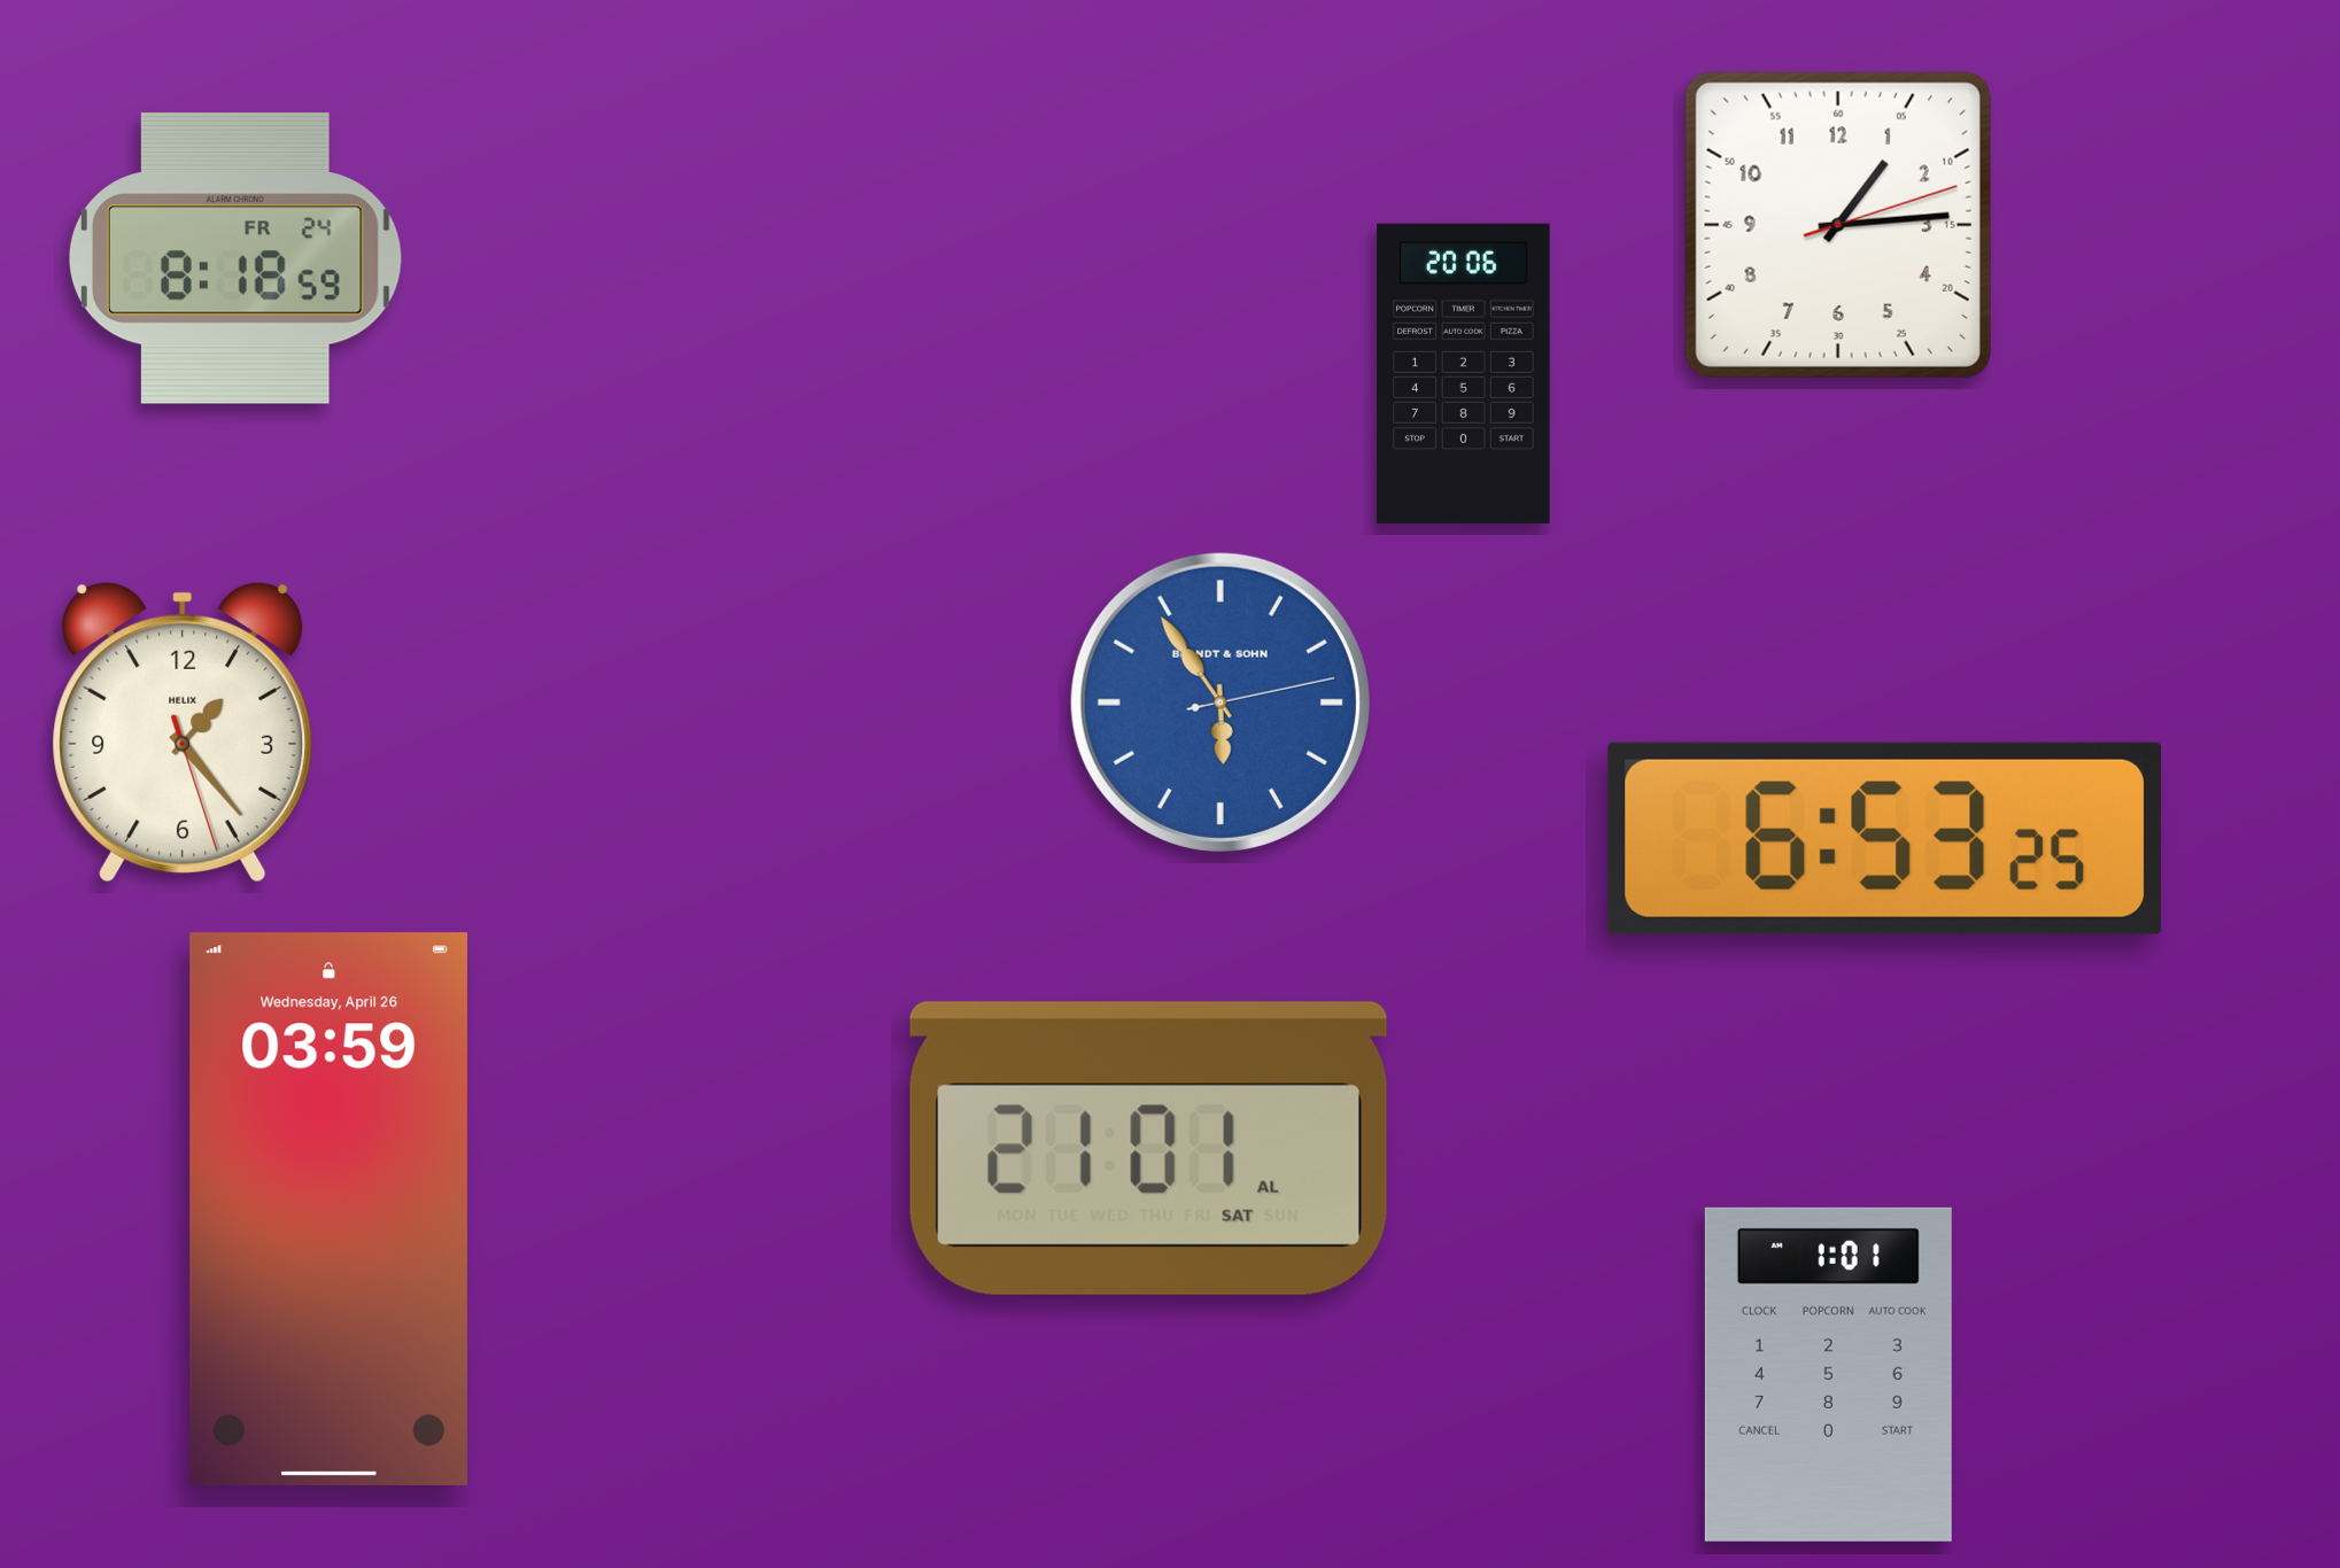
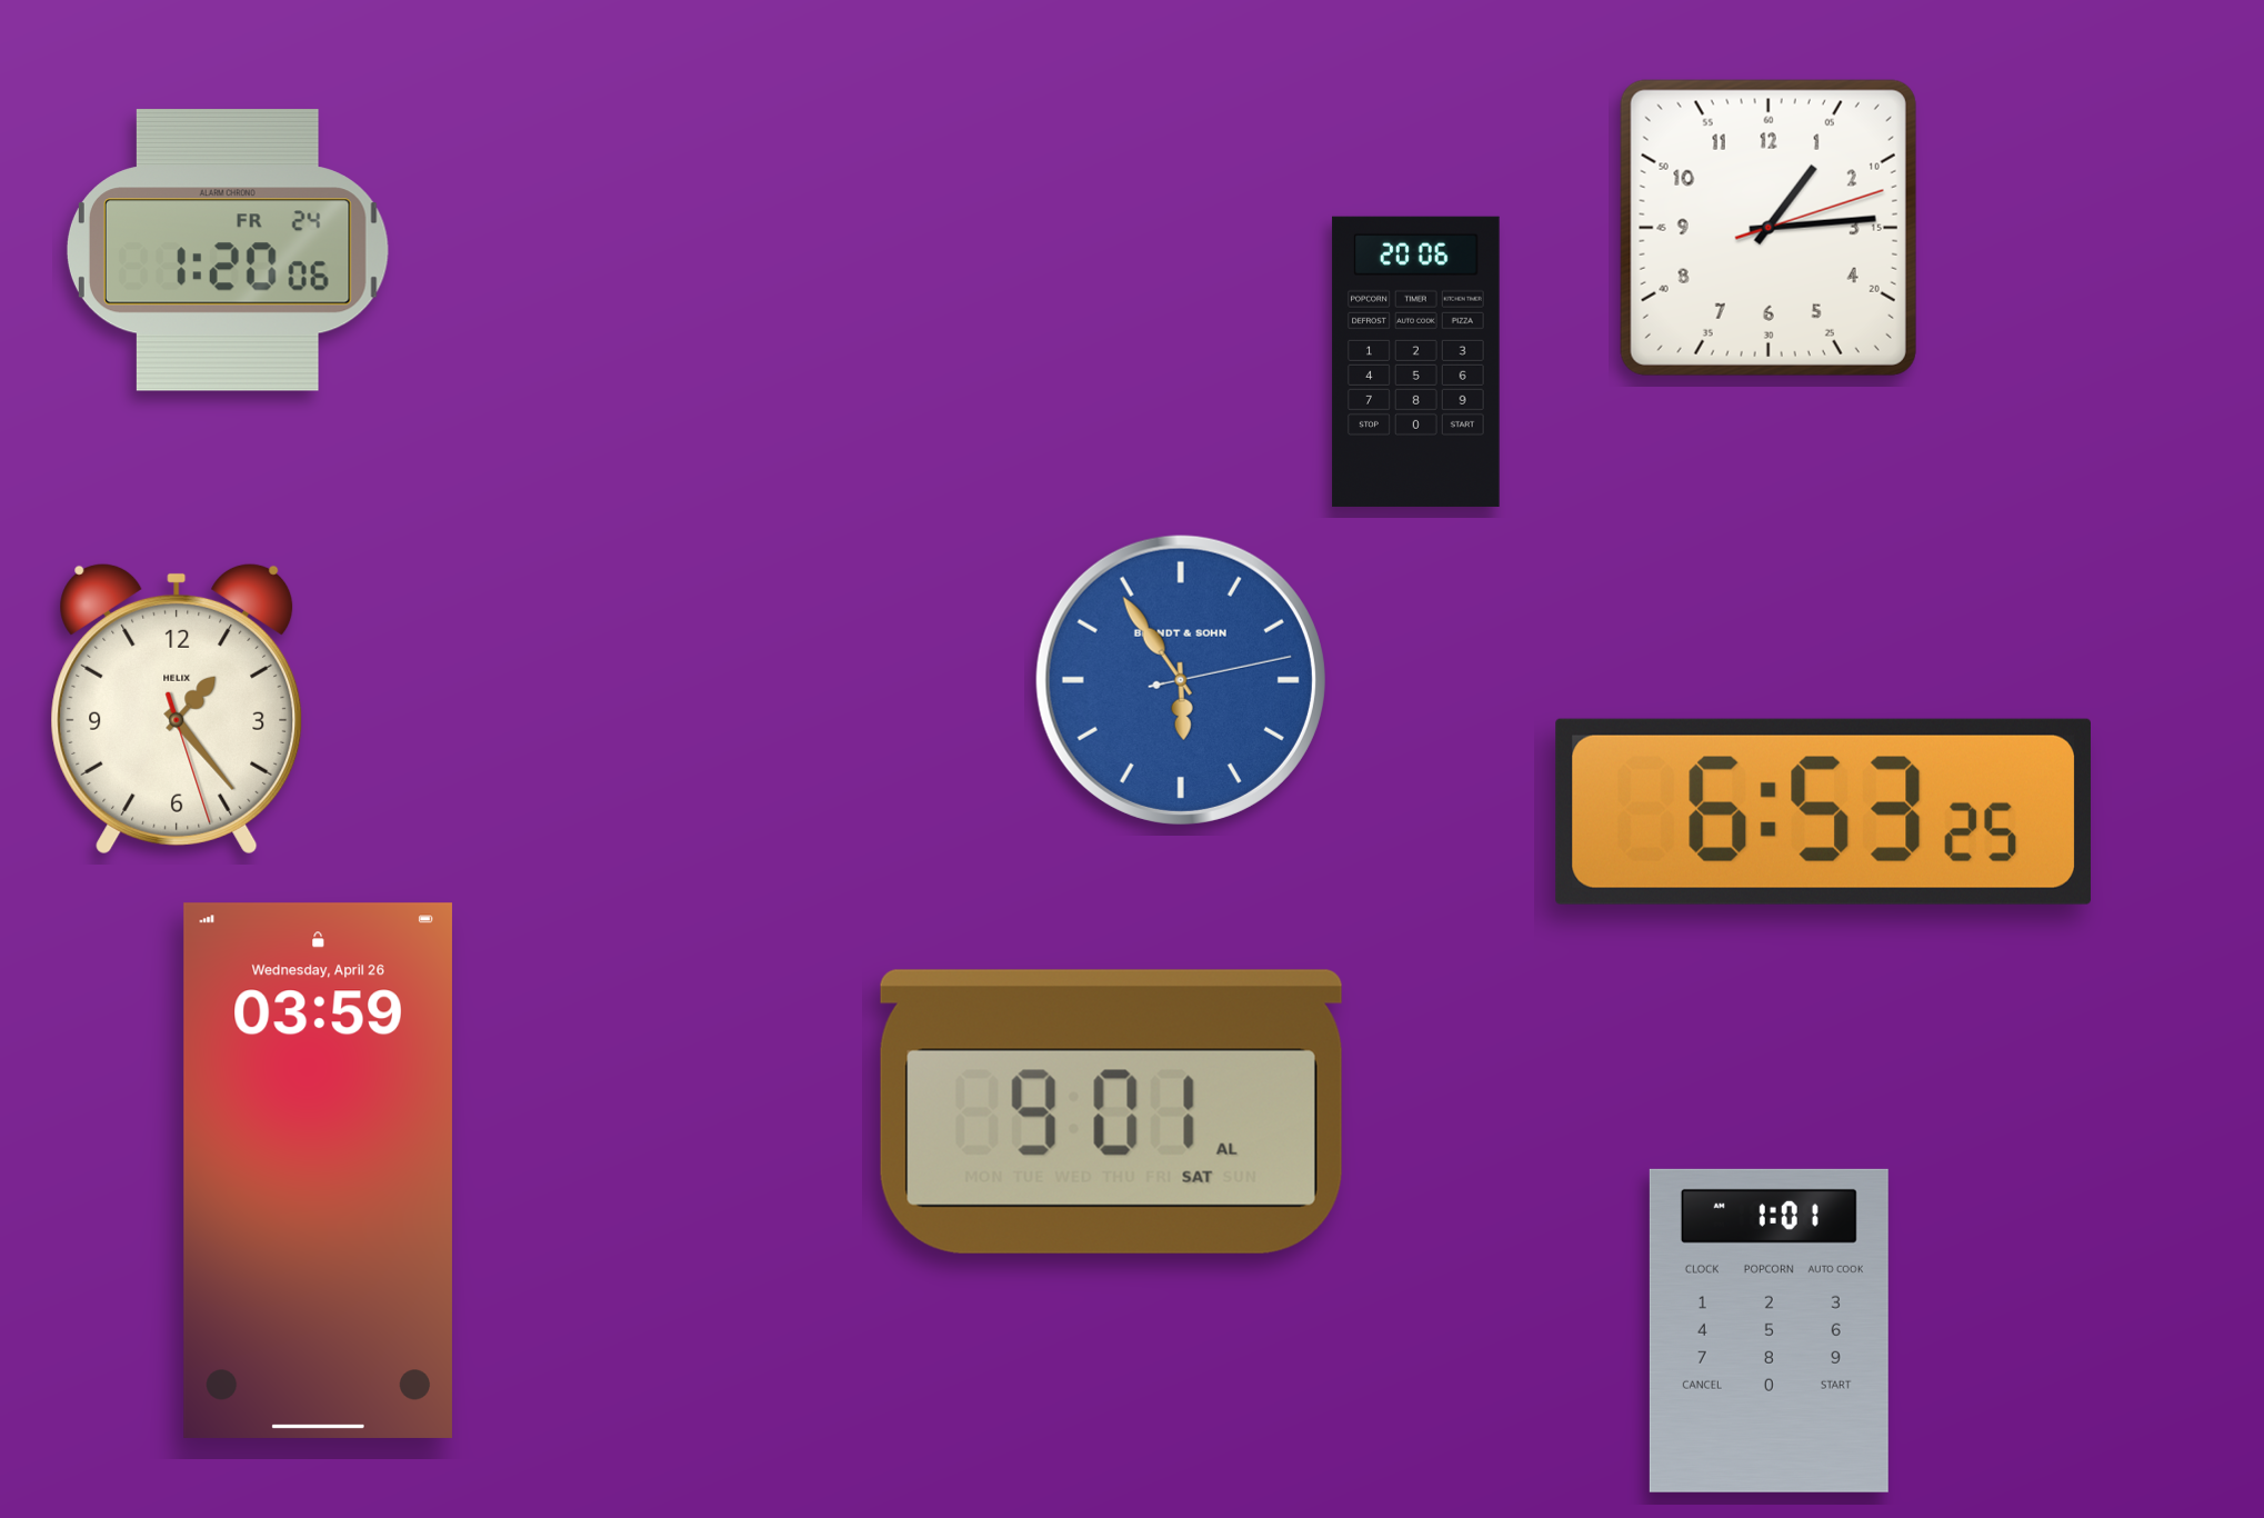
clock at (1838, 225) position: (1838, 225) -> (1769, 228)
clock at (235, 258): 8:18 -> 1:20
clock at (1148, 1148): 21:01 -> 9:01
